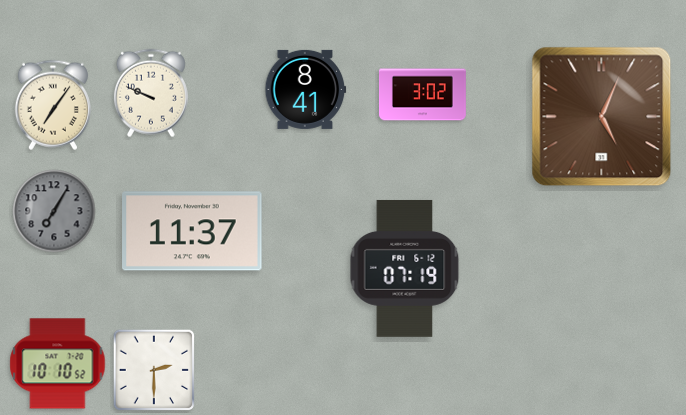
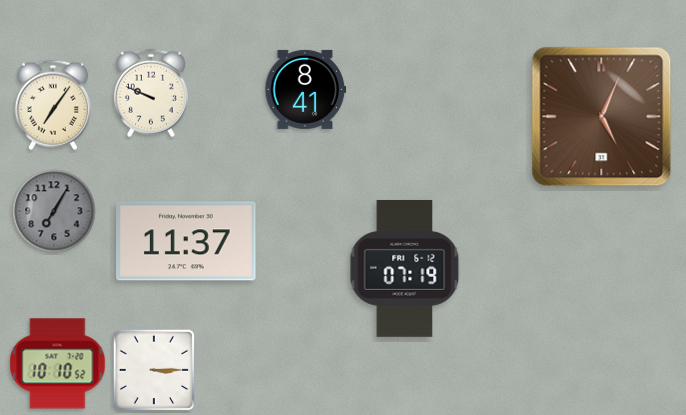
clock at (422, 95): 3:02 -> none
clock at (192, 231) position: (192, 231) -> (186, 241)
clock at (154, 370): 2:30 -> 3:15
